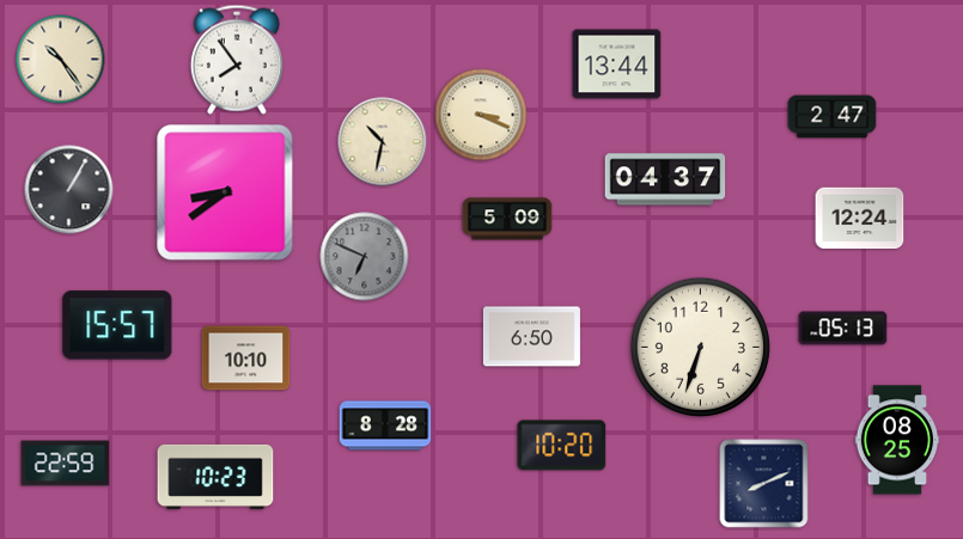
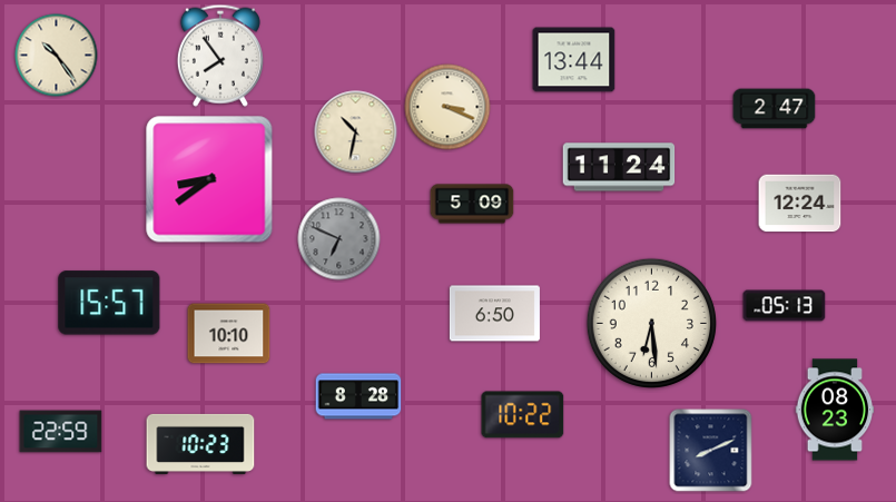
clock at (665, 179): 04:37 -> 11:24
clock at (69, 190): 1:05 -> none
clock at (700, 347): 6:33 -> 6:29
clock at (897, 440): 08:25 -> 08:23
clock at (562, 446): 10:20 -> 10:22
